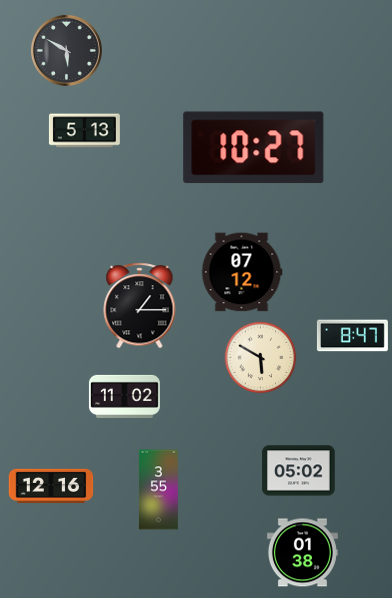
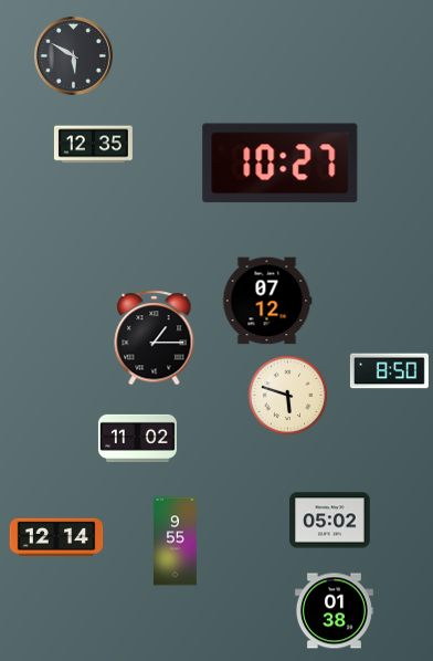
clock at (84, 131): 5:13 -> 12:35
clock at (352, 336): 8:47 -> 8:50
clock at (261, 358): 5:50 -> 5:48
clock at (51, 485): 12:16 -> 12:14
clock at (158, 490): 3:55 -> 9:55
